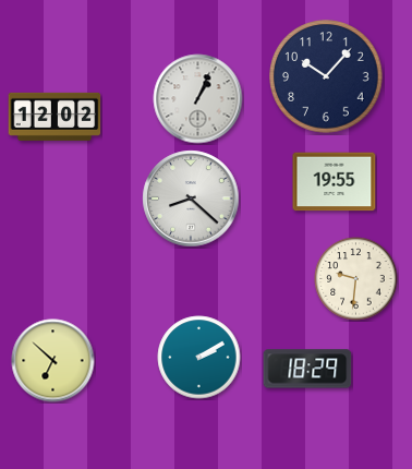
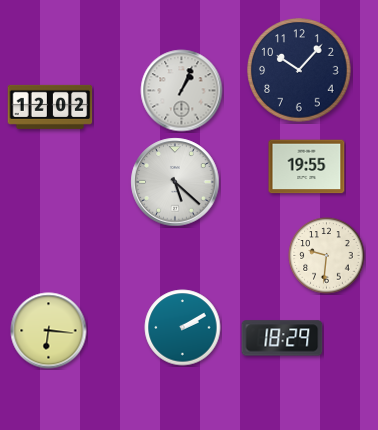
clock at (191, 199): 8:22 -> 5:22
clock at (53, 361): 6:52 -> 6:16
